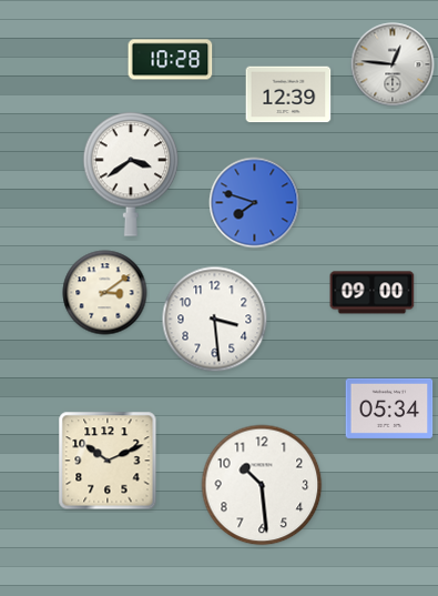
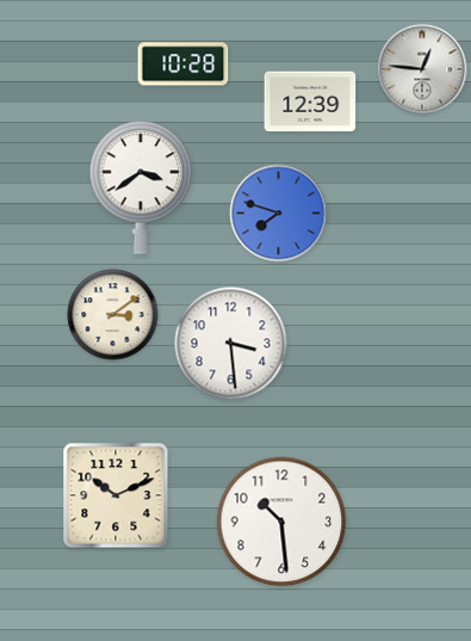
clock at (255, 203) position: (255, 203) -> (279, 214)
clock at (373, 293): 09:00 -> none
clock at (389, 408): 05:34 -> none
